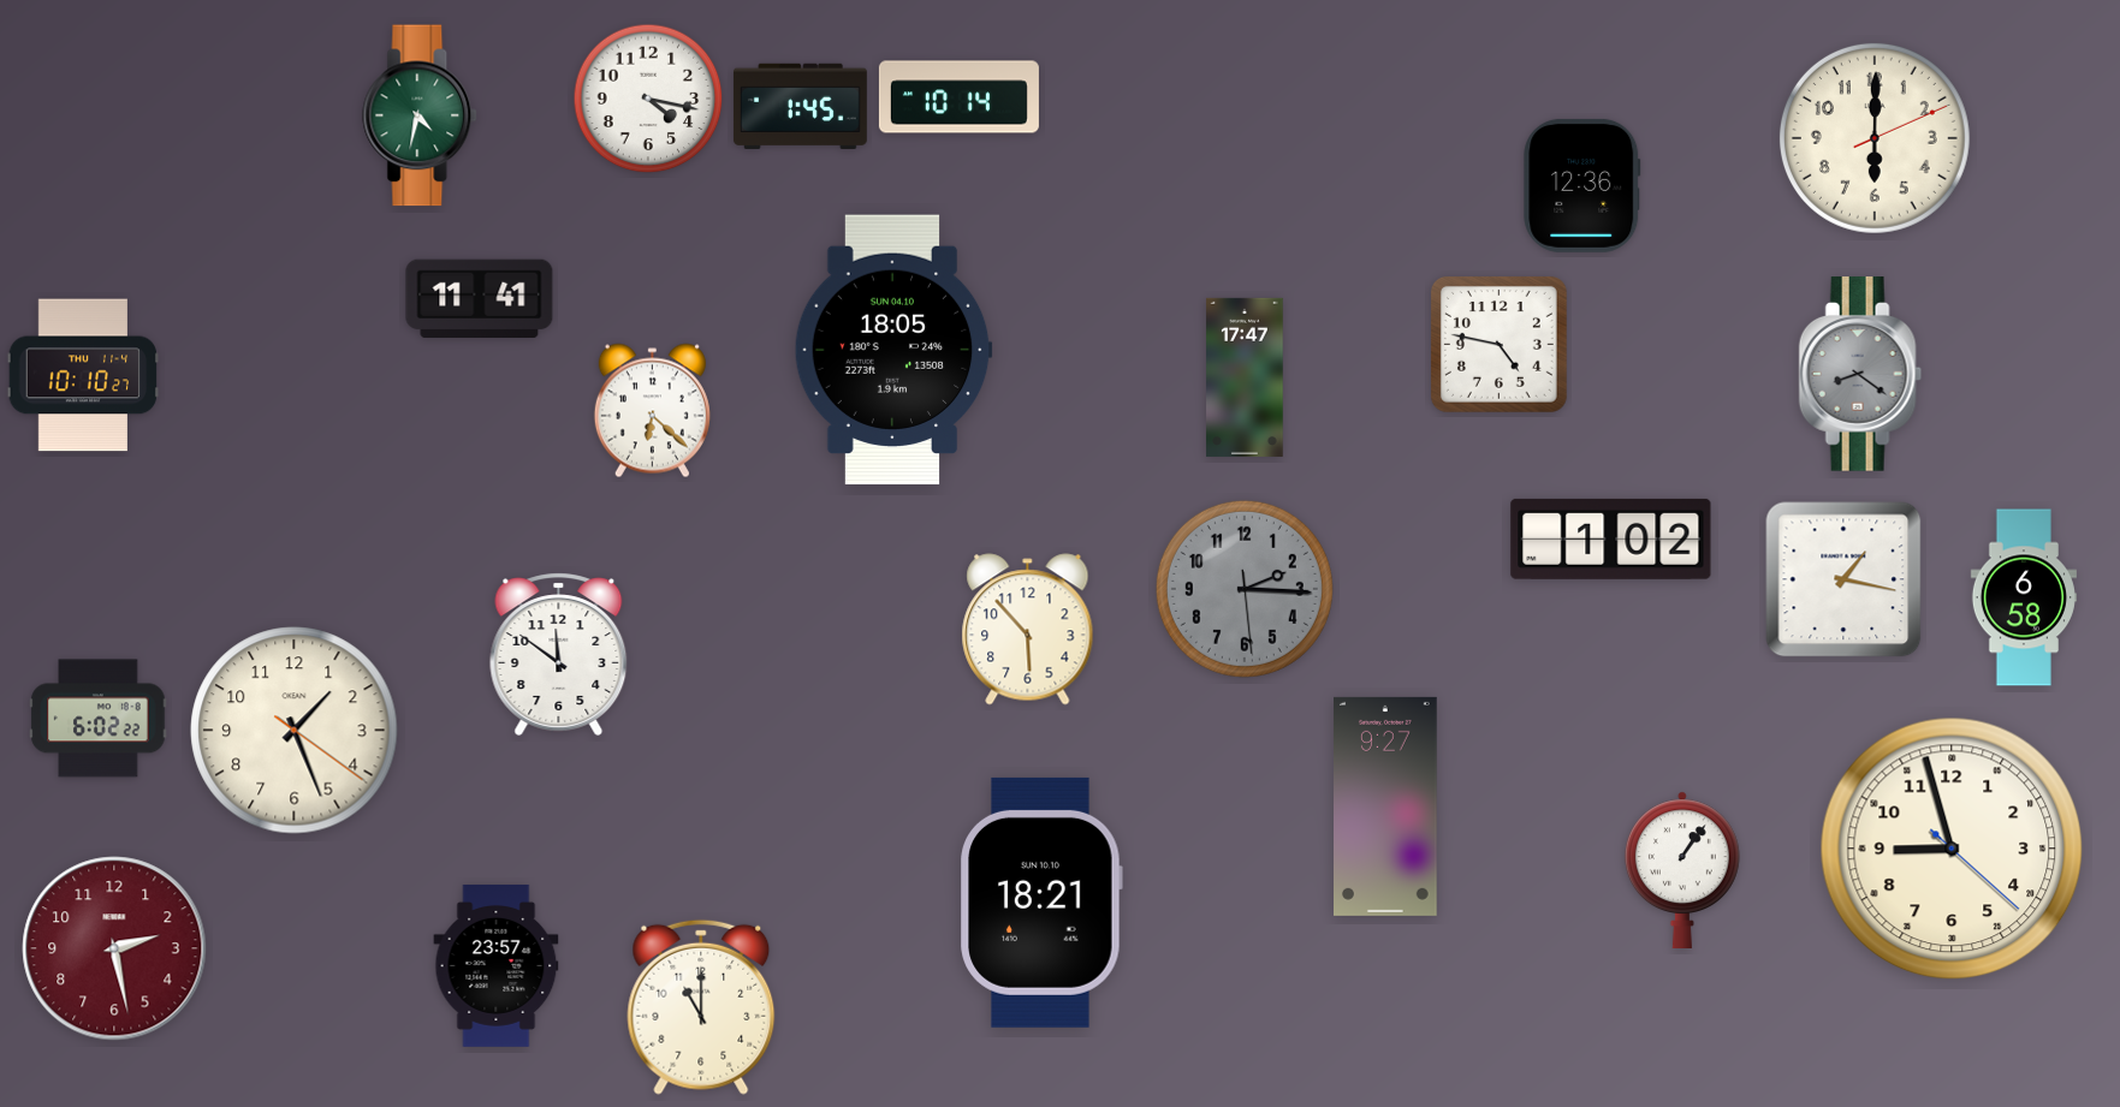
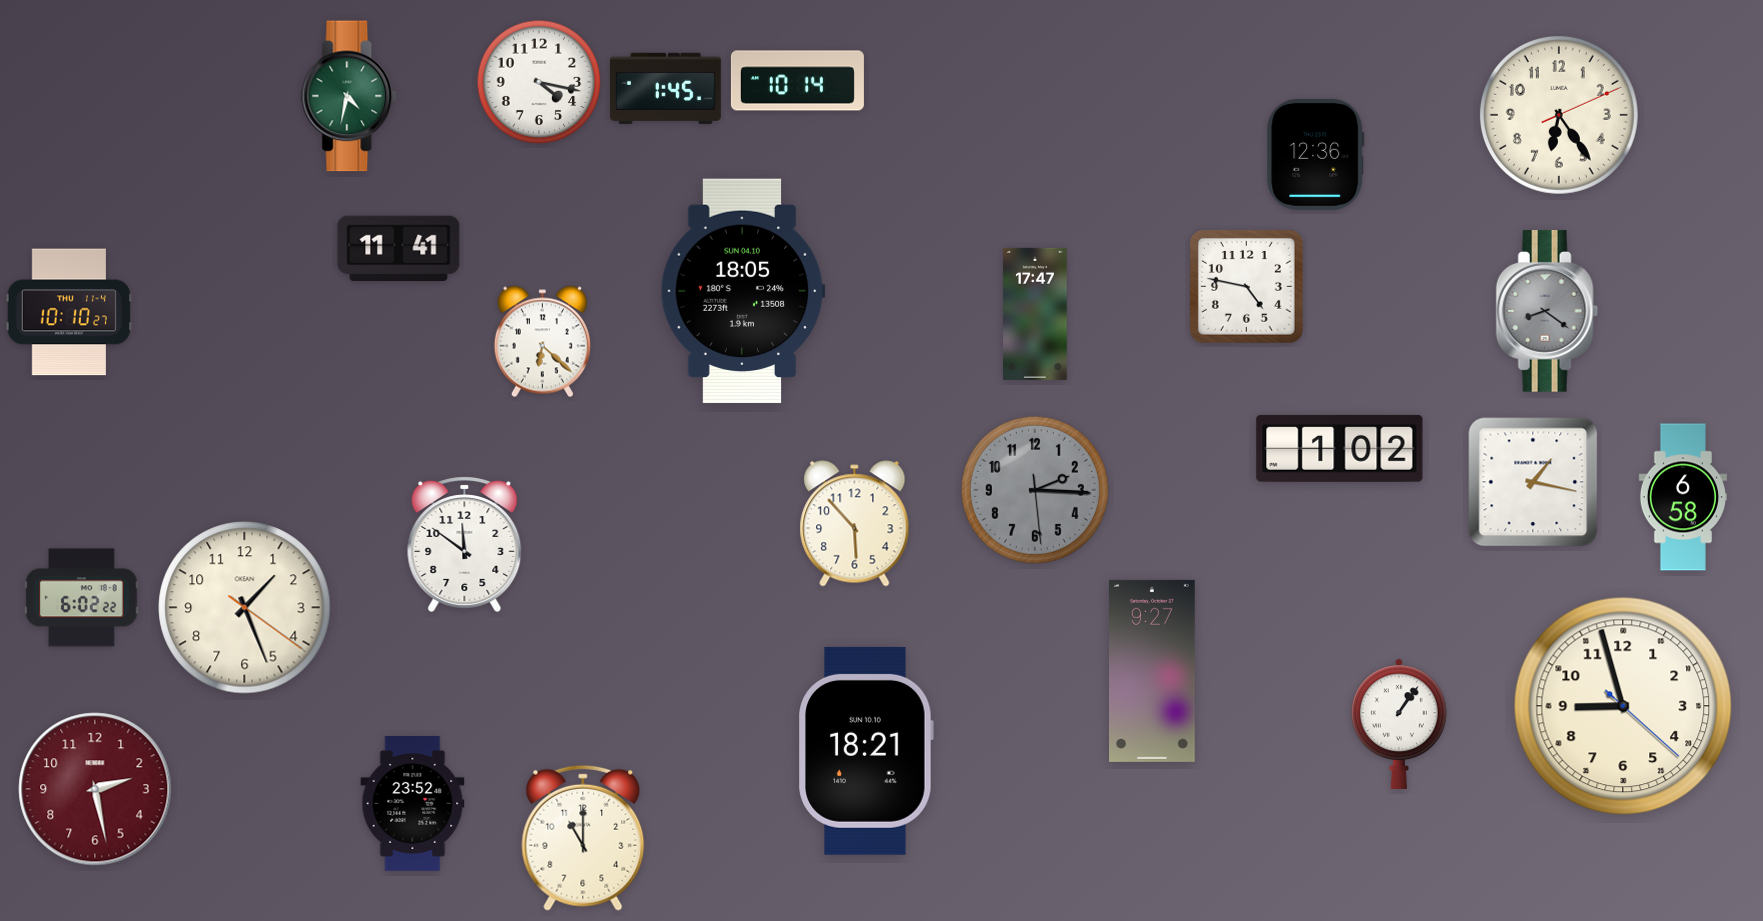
clock at (1875, 138): 6:00 -> 6:24
clock at (497, 965): 23:57 -> 23:52
